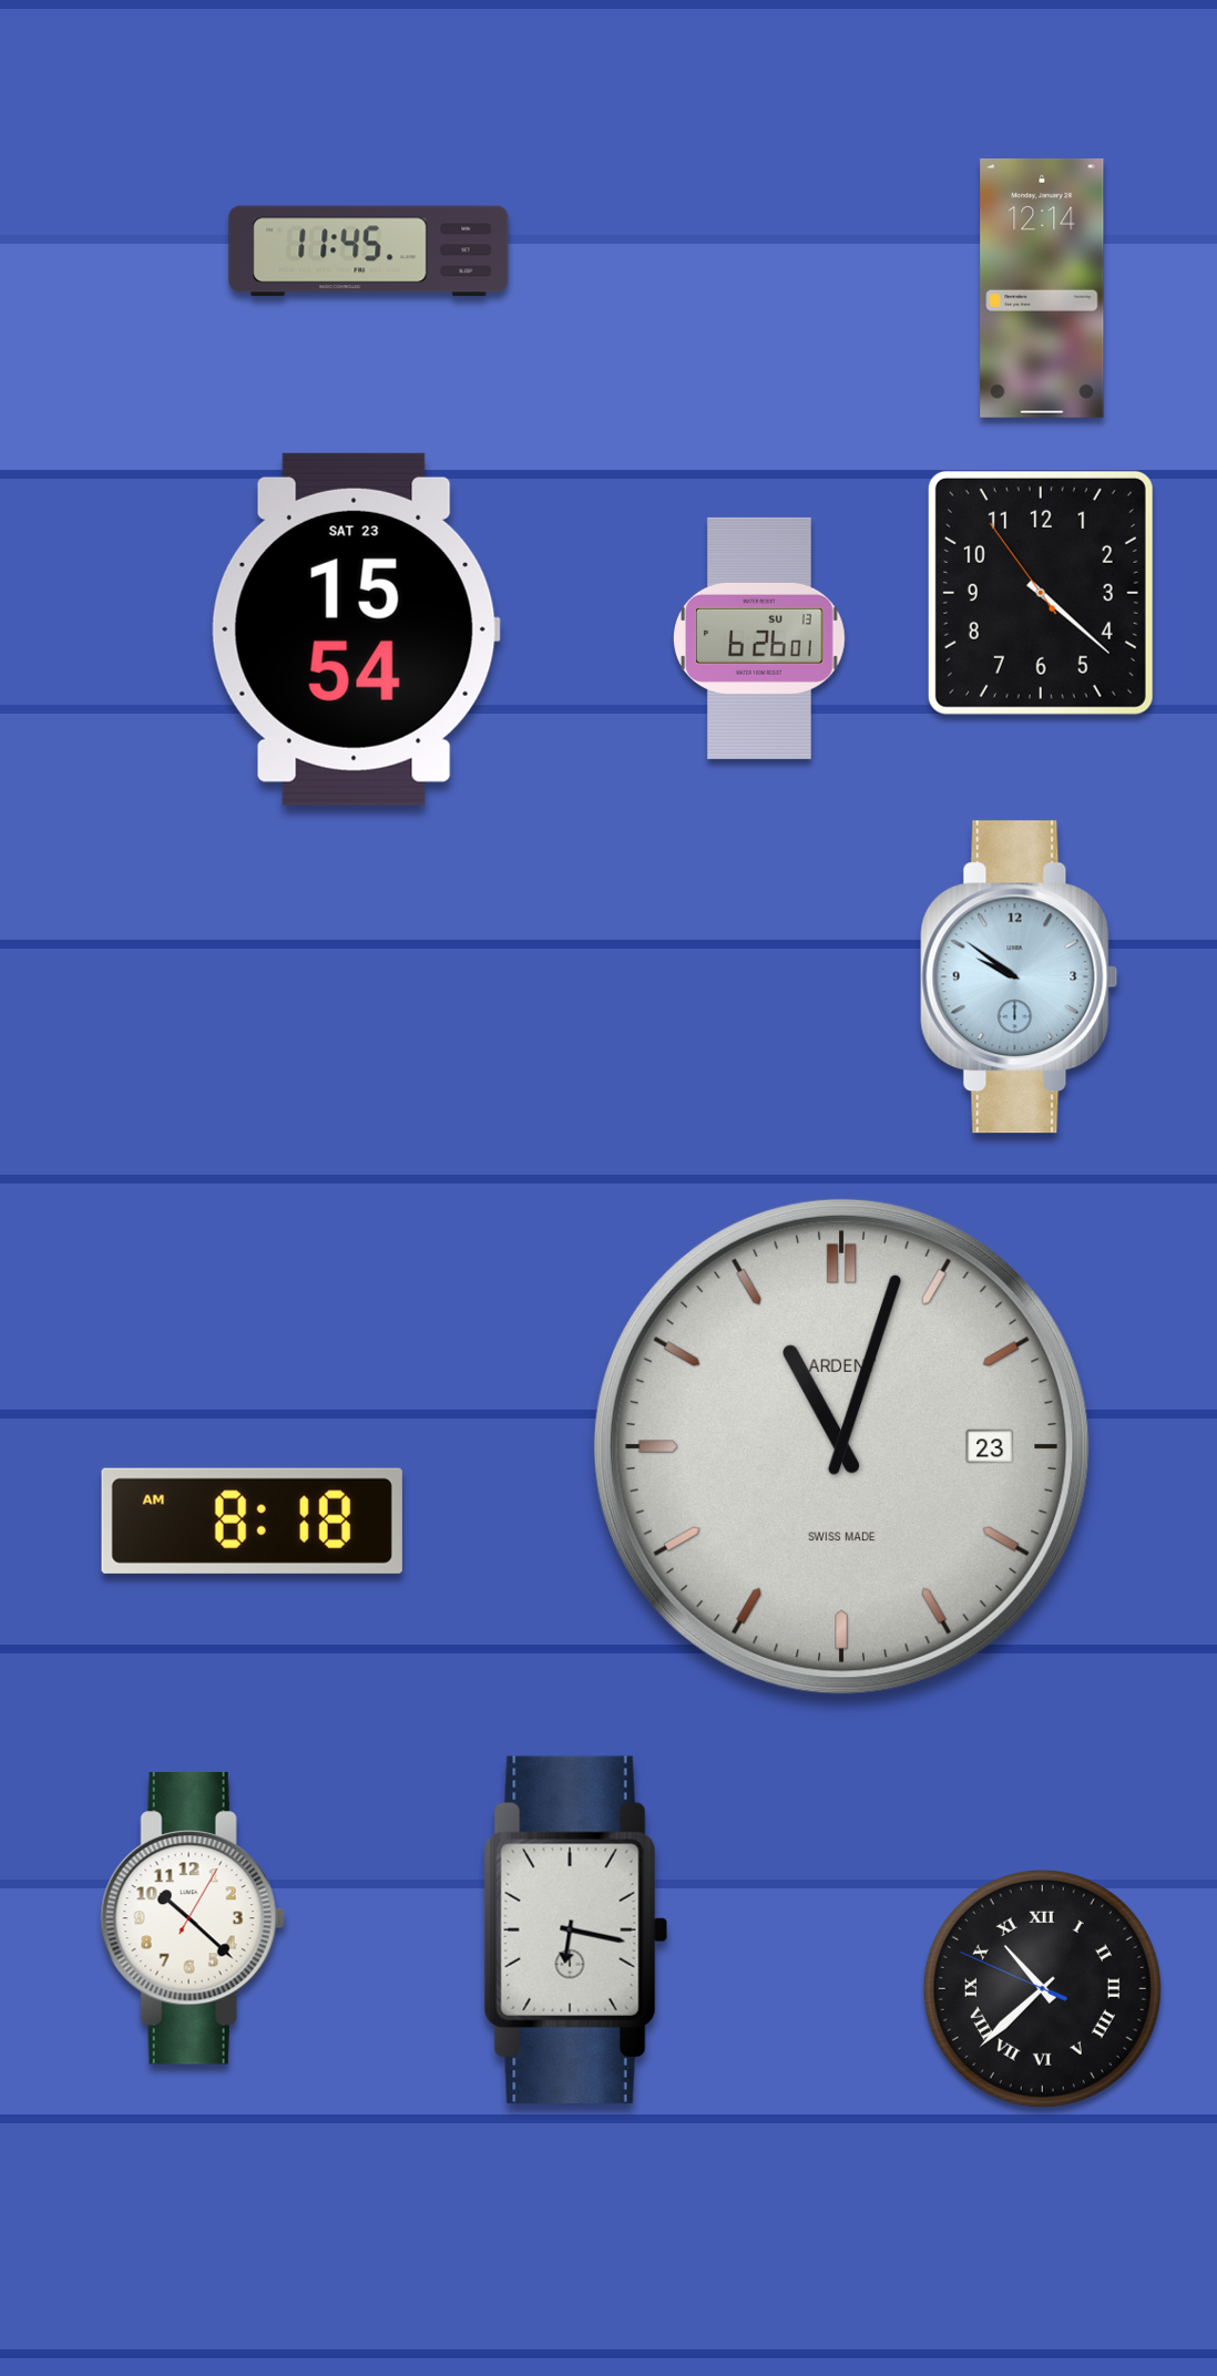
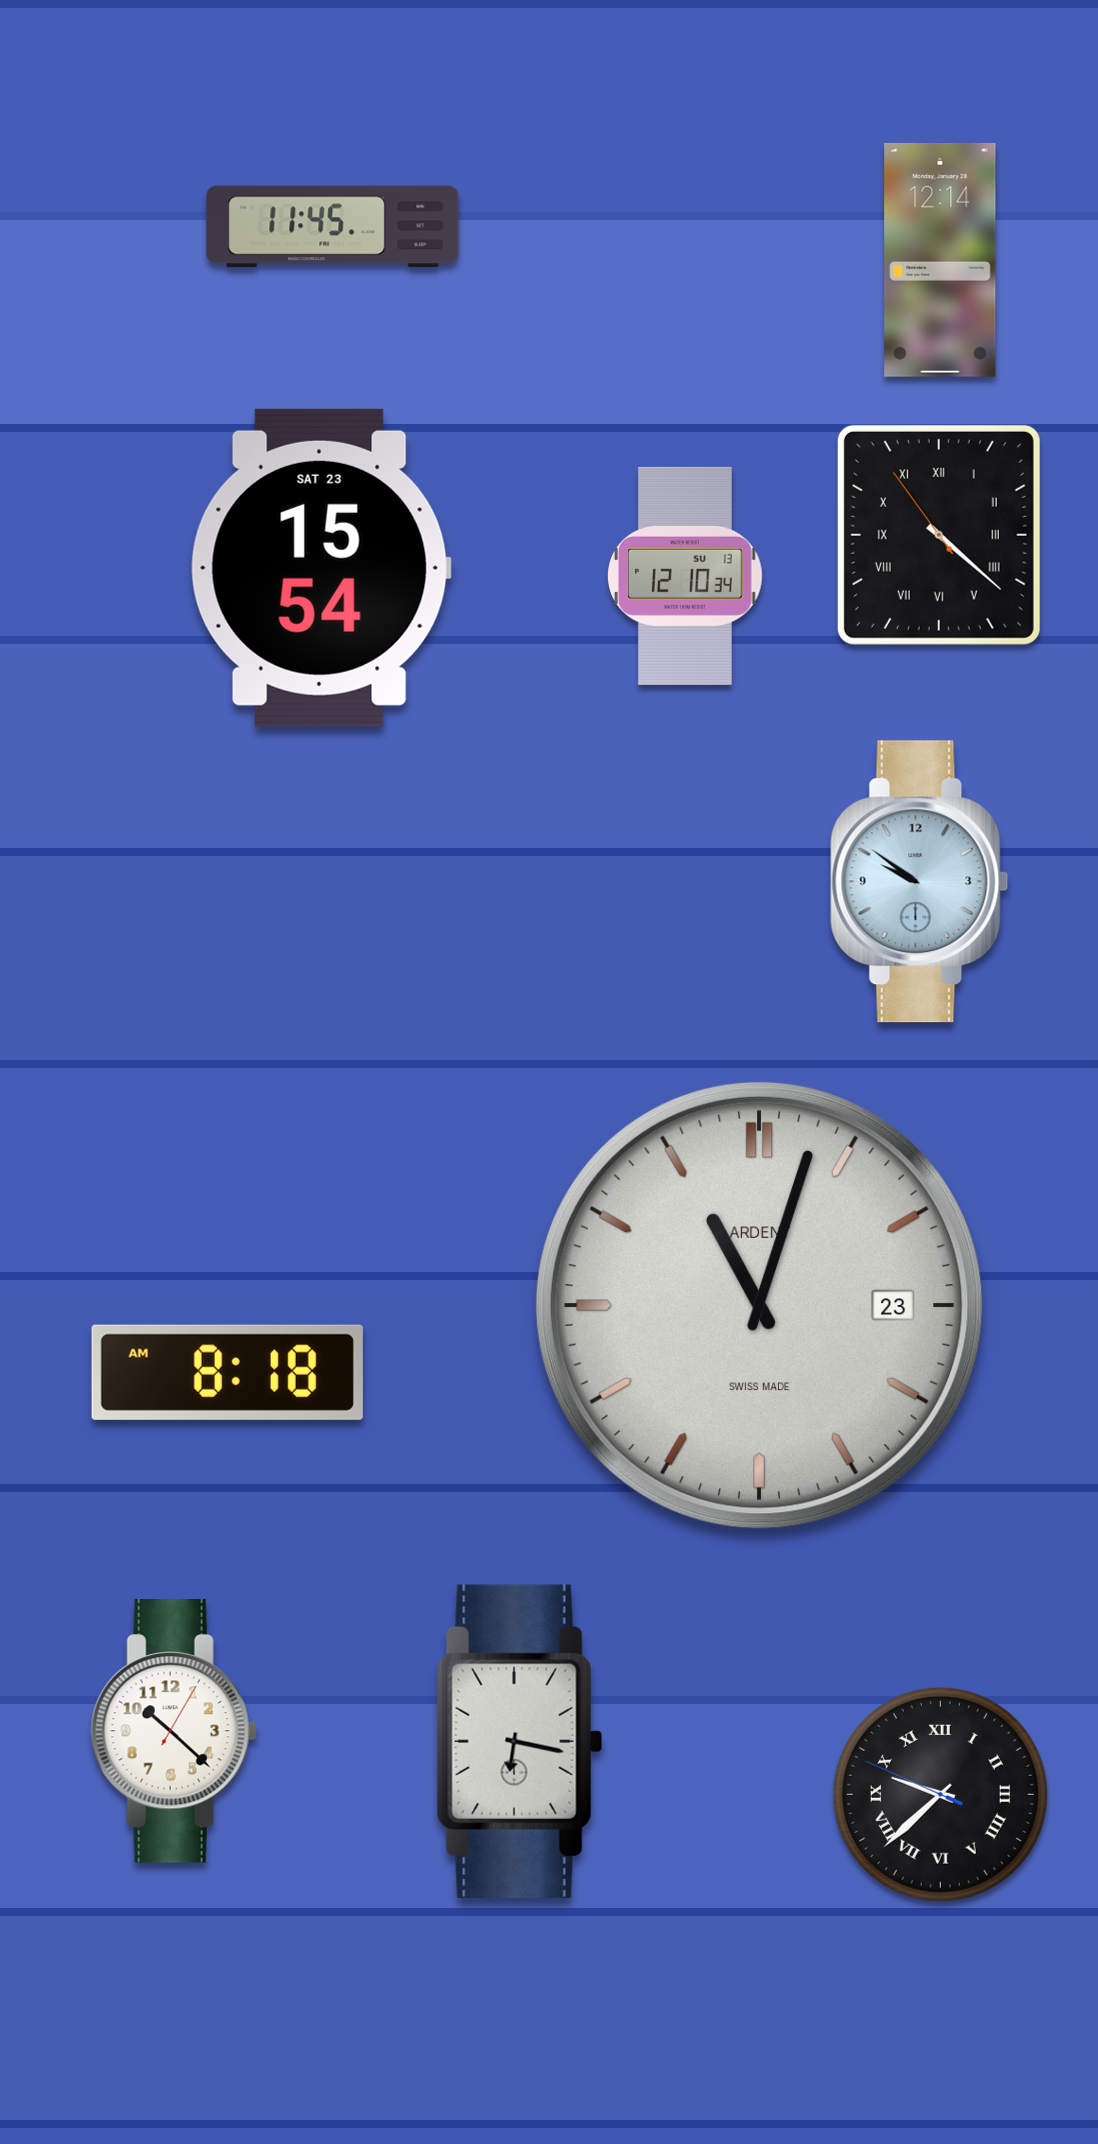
clock at (1041, 593) numerals: Arabic -> Roman
clock at (759, 638): 6:26 -> 12:10
clock at (1042, 1988): 10:37 -> 9:37
